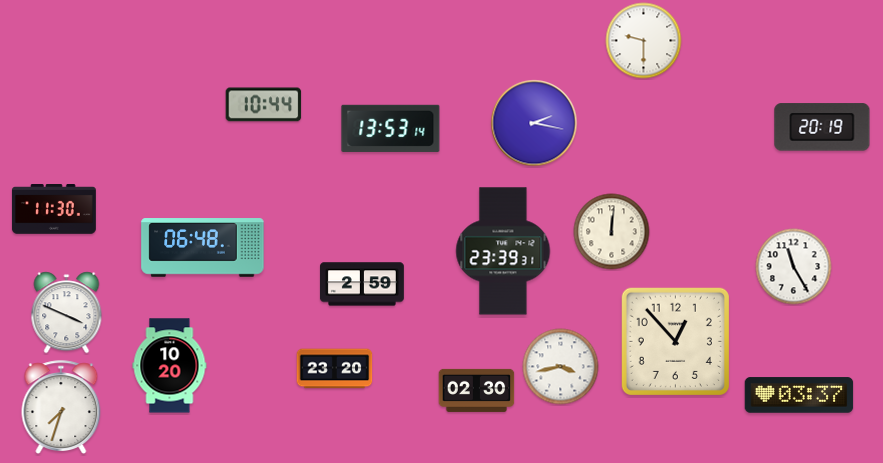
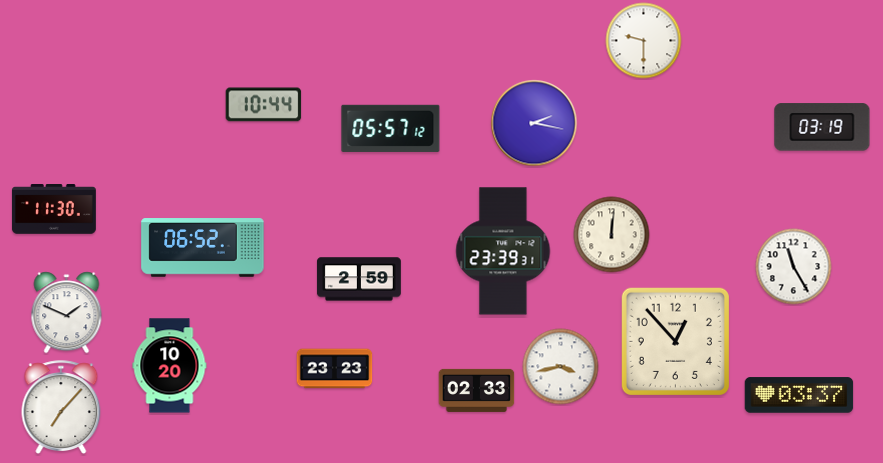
clock at (822, 127): 20:19 -> 03:19
clock at (391, 128): 13:53 -> 05:57
clock at (612, 232) position: (612, 232) -> (612, 235)
clock at (203, 248): 06:48 -> 06:52
clock at (362, 284) position: (362, 284) -> (359, 279)
clock at (67, 313): 3:49 -> 1:49
clock at (335, 369): 23:20 -> 23:23
clock at (477, 390): 02:30 -> 02:33
clock at (61, 407): 7:33 -> 7:07
